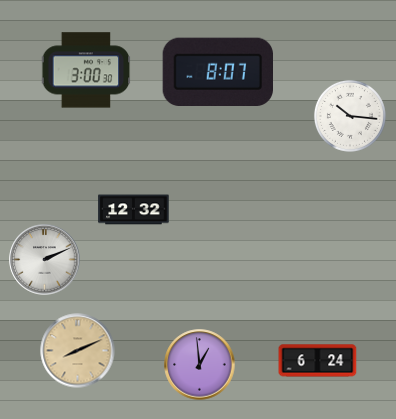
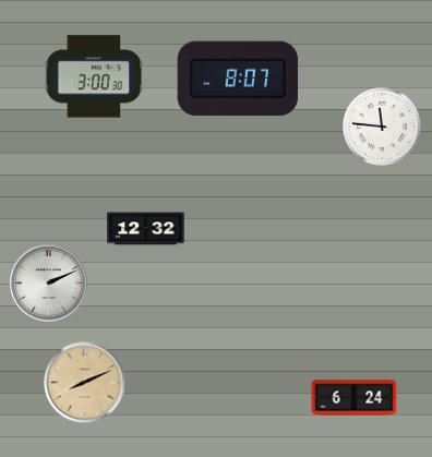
clock at (350, 116): 10:16 -> 11:46
clock at (318, 361) position: (318, 361) -> (355, 398)
clock at (200, 365): 12:59 -> none
